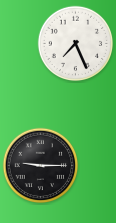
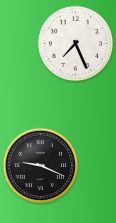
clock at (41, 166): 9:15 -> 9:19
